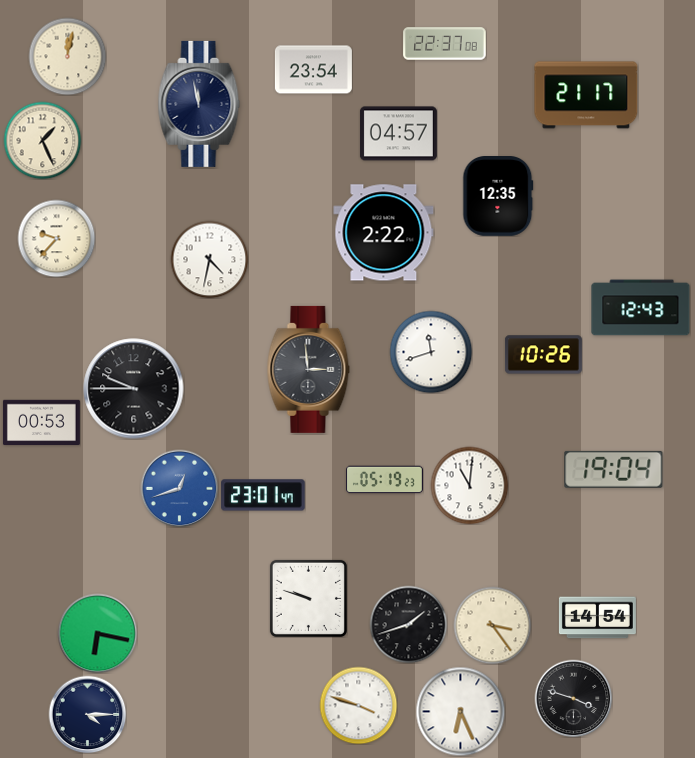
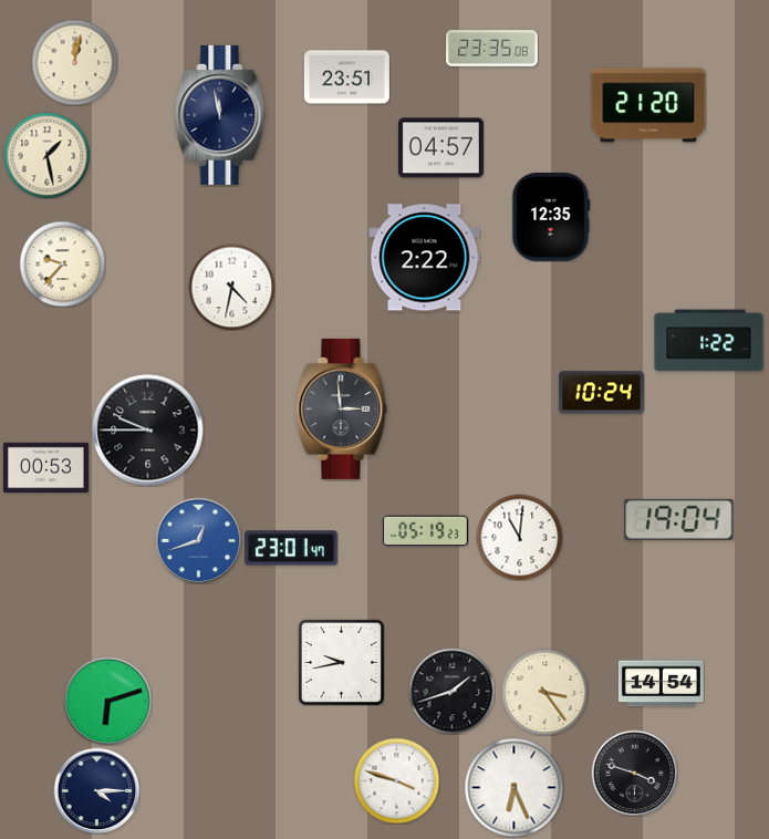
clock at (445, 44): 22:37 -> 23:35
clock at (313, 70): 23:54 -> 23:51
clock at (586, 95): 21:17 -> 21:20
clock at (42, 140): 1:26 -> 1:28
clock at (641, 308): 12:43 -> 1:22
clock at (431, 352): 11:42 -> none
clock at (543, 355): 10:26 -> 10:24
clock at (308, 598): 9:48 -> 9:43
clock at (97, 633): 6:17 -> 6:12
clock at (460, 711) position: (460, 711) -> (513, 787)
